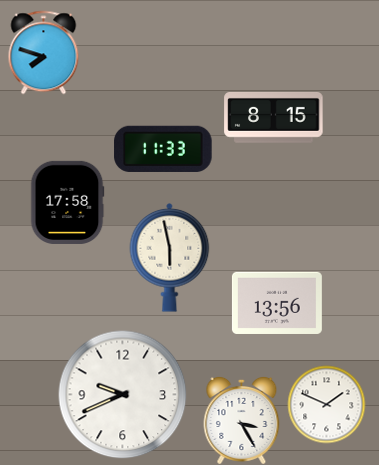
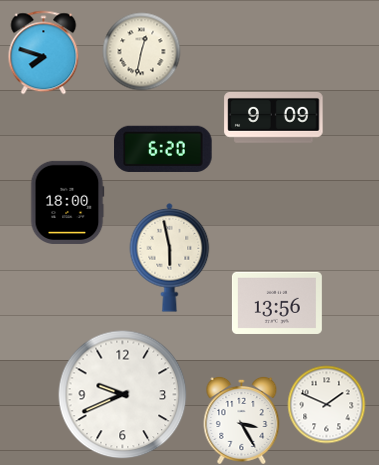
clock at (141, 51): none -> 12:32
clock at (274, 117): 8:15 -> 9:09
clock at (163, 149): 11:33 -> 6:20
clock at (67, 202): 17:58 -> 18:00
